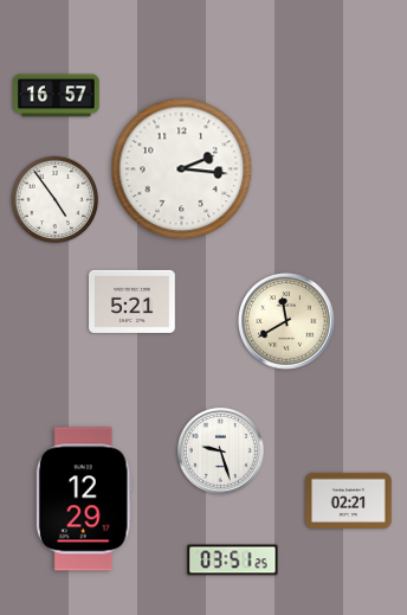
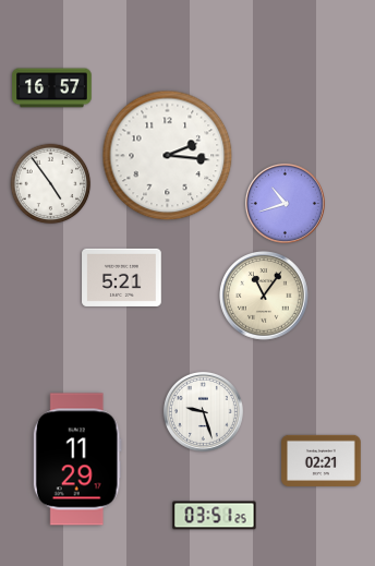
clock at (285, 203): none -> 10:42
clock at (288, 322): 11:40 -> 11:06
clock at (220, 450) position: (220, 450) -> (203, 411)
clock at (84, 499): 12:29 -> 11:29
